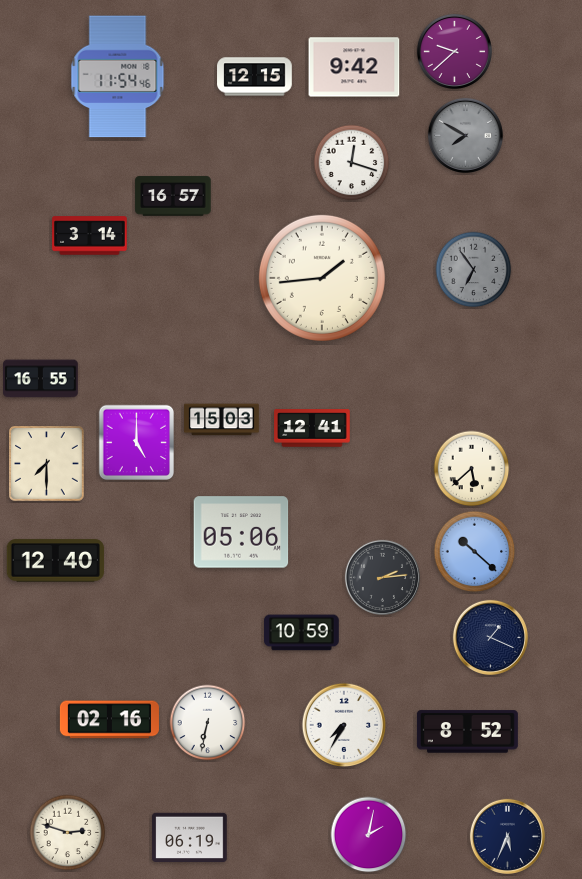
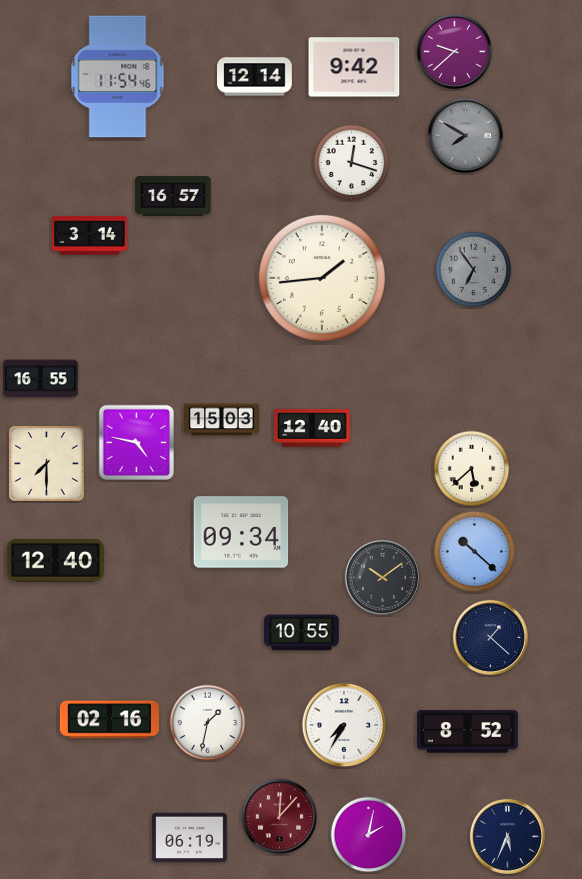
clock at (255, 77): 12:15 -> 12:14
clock at (312, 428): 12:41 -> 12:40
clock at (136, 442): 5:00 -> 4:47
clock at (241, 532): 05:06 -> 09:34
clock at (382, 577): 2:14 -> 10:09
clock at (302, 633): 10:59 -> 10:55
clock at (490, 637): 1:19 -> 1:22
clock at (208, 723): 6:32 -> 1:32
clock at (279, 816): none -> 12:07
clock at (68, 833): 2:48 -> none
